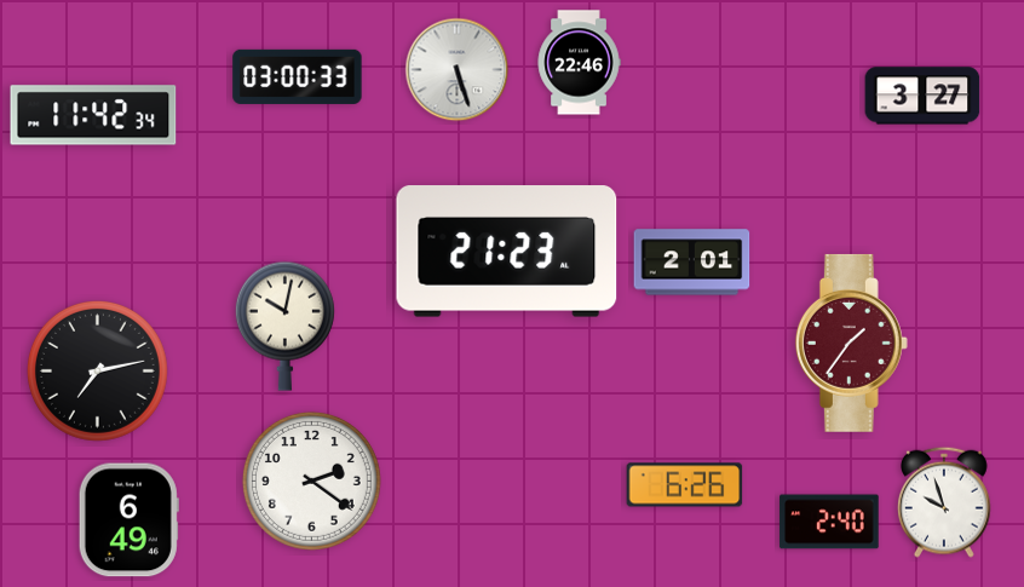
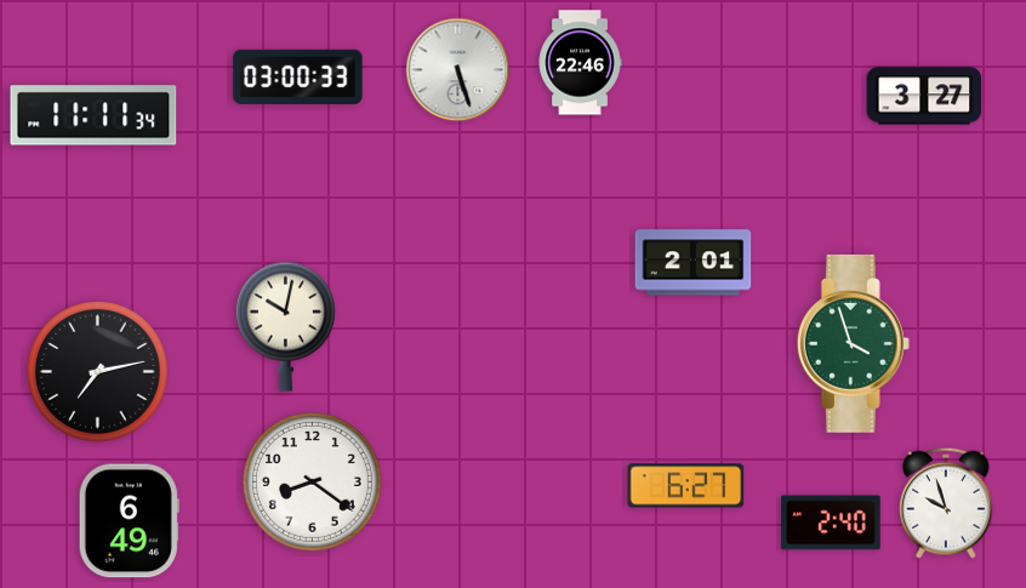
clock at (93, 115): 11:42 -> 11:11
clock at (507, 252): 21:23 -> none
clock at (851, 343): 1:36 -> 3:57
clock at (851, 343) dial: burgundy -> green
clock at (311, 480): 2:21 -> 8:21
clock at (685, 485): 6:26 -> 6:27
